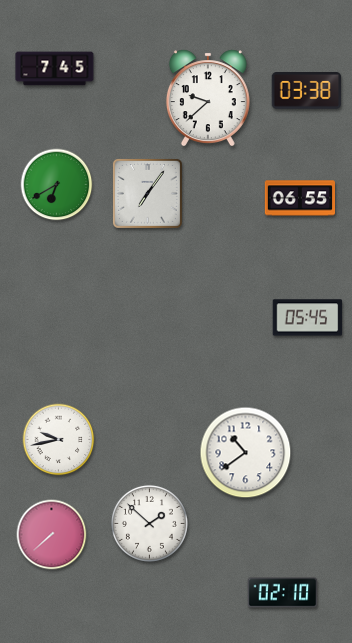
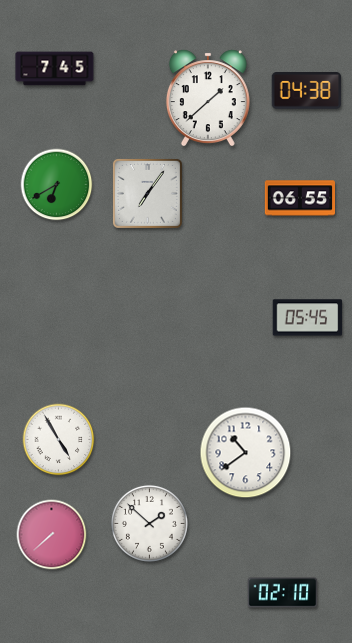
clock at (307, 91): 03:38 -> 04:38
clock at (208, 98): 9:38 -> 1:38
clock at (59, 440): 9:43 -> 4:55
